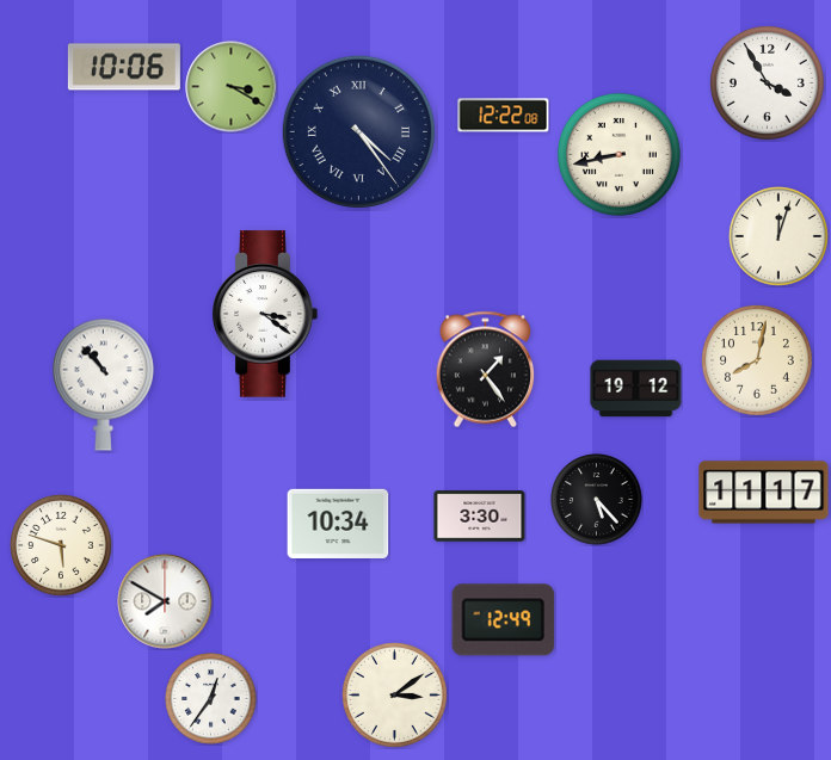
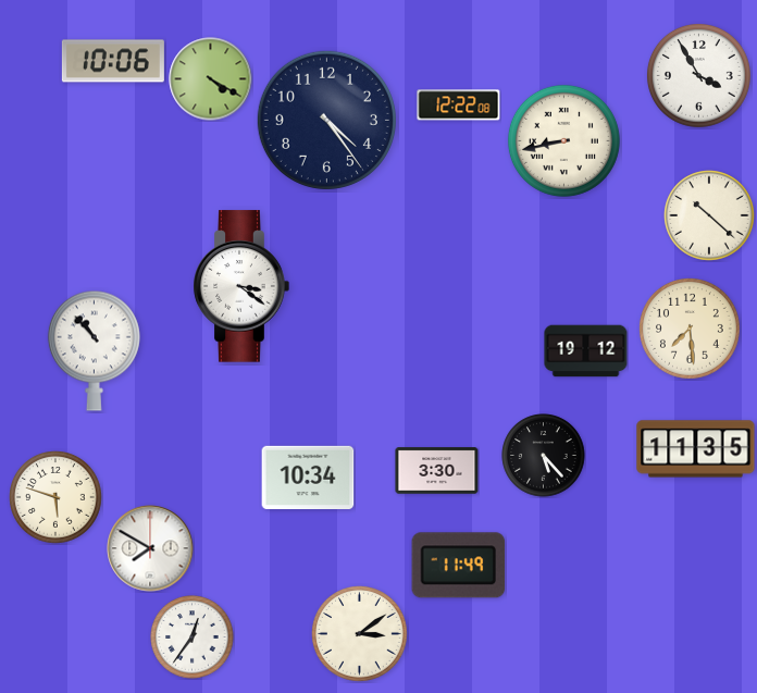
clock at (232, 87): 3:20 -> 4:20
clock at (358, 131) numerals: Roman -> Arabic
clock at (778, 236): 12:03 -> 10:22
clock at (757, 360): 8:02 -> 7:29
clock at (485, 370): 1:24 -> none
clock at (636, 389) position: (636, 389) -> (586, 351)
clock at (764, 493): 11:17 -> 11:35
clock at (504, 620): 12:49 -> 11:49
